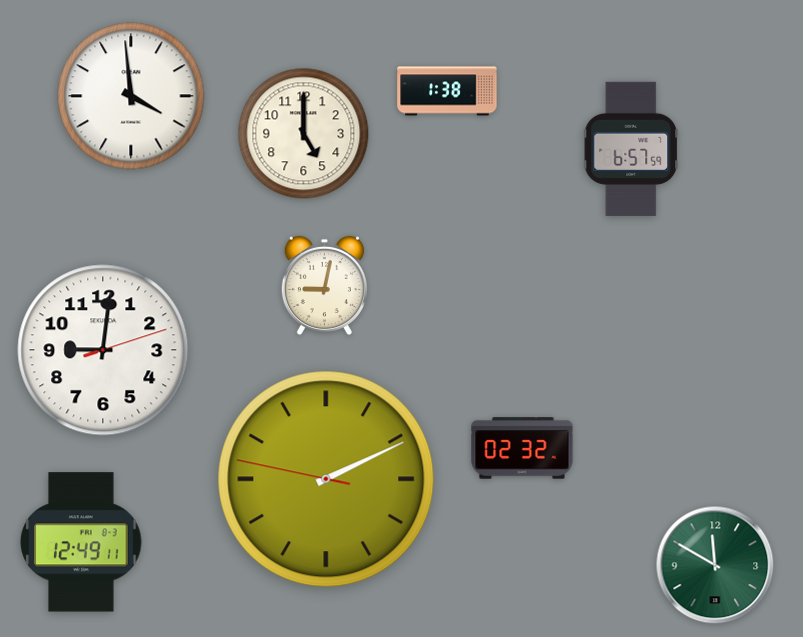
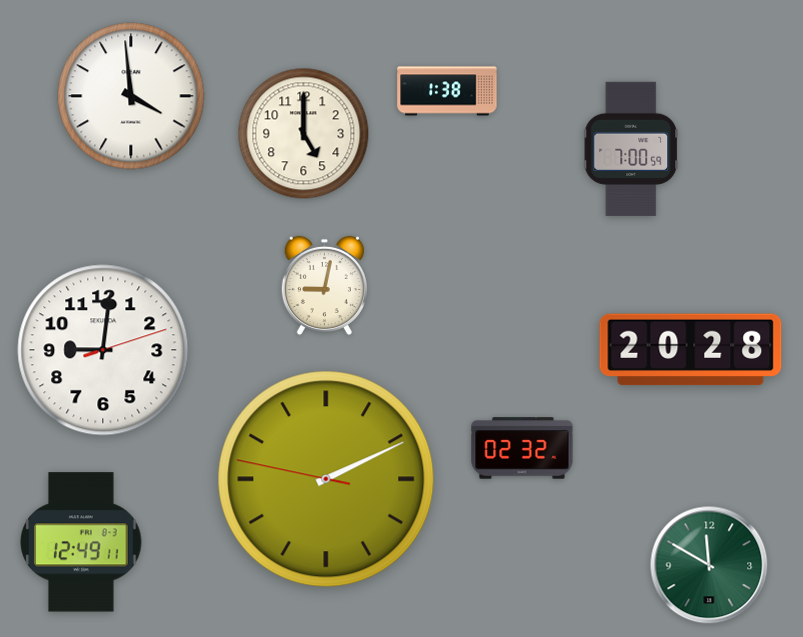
clock at (631, 149): 6:57 -> 7:00
clock at (691, 350): none -> 20:28
clock at (715, 565) position: (715, 565) -> (709, 565)
